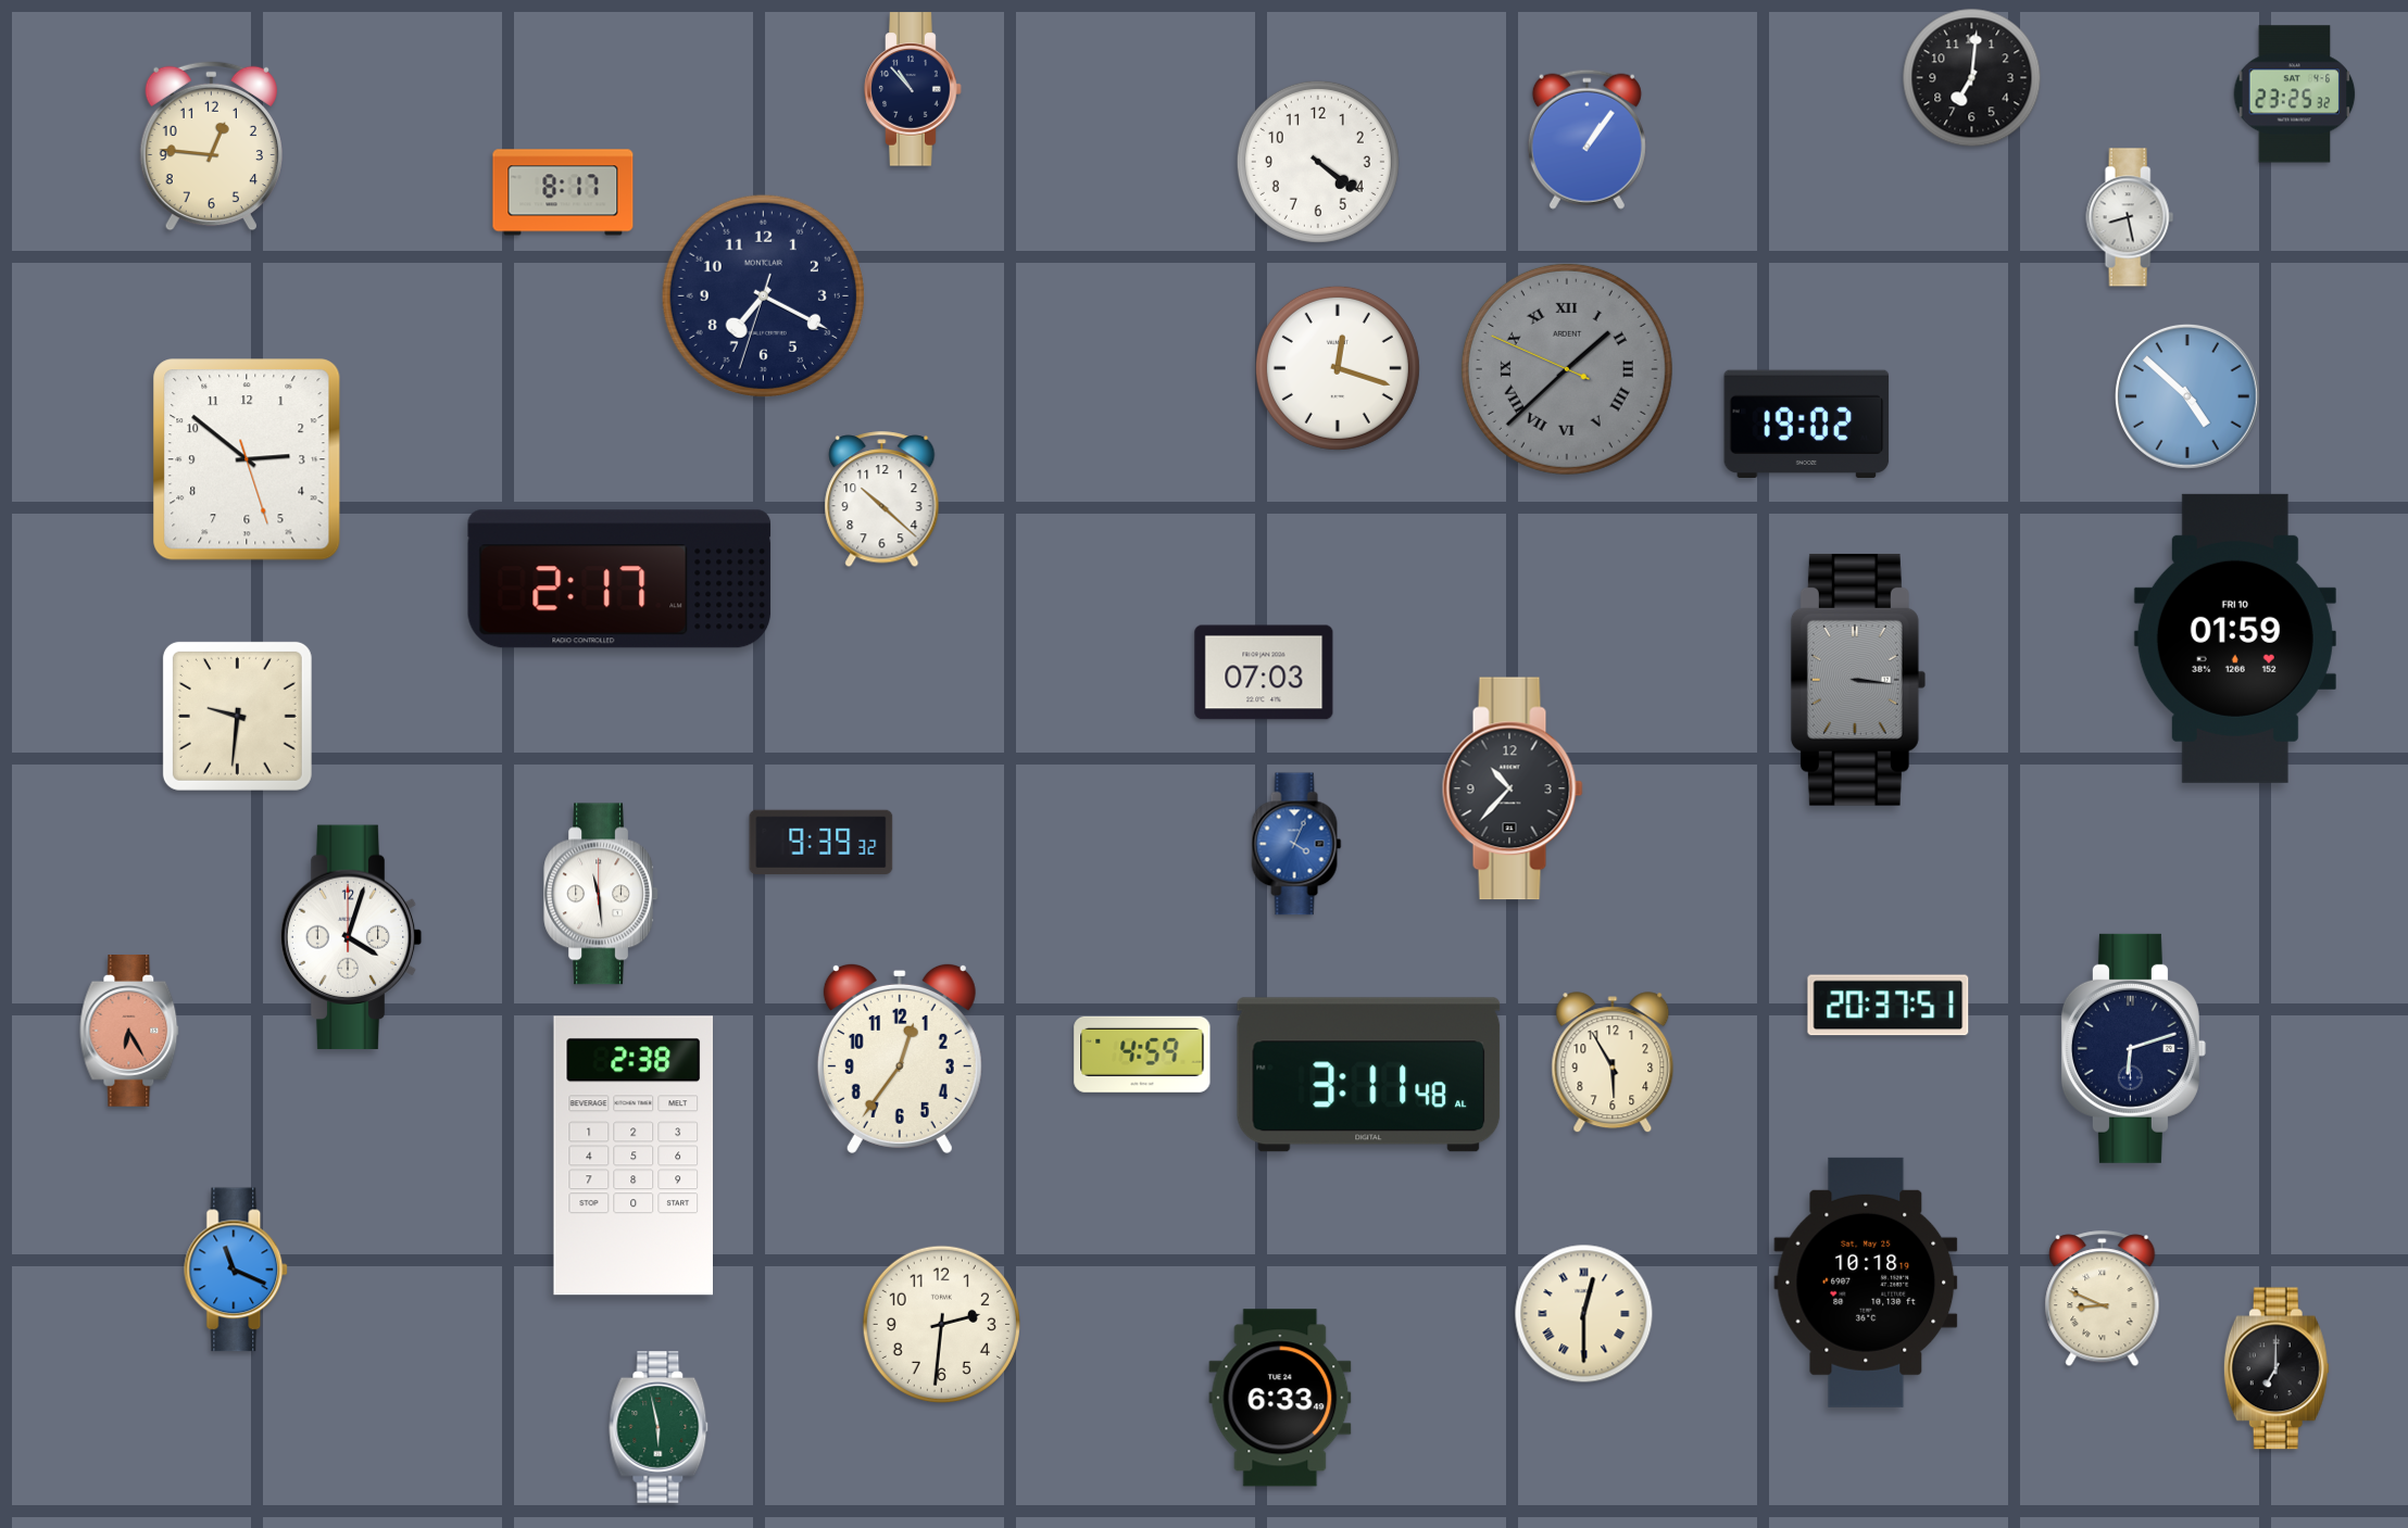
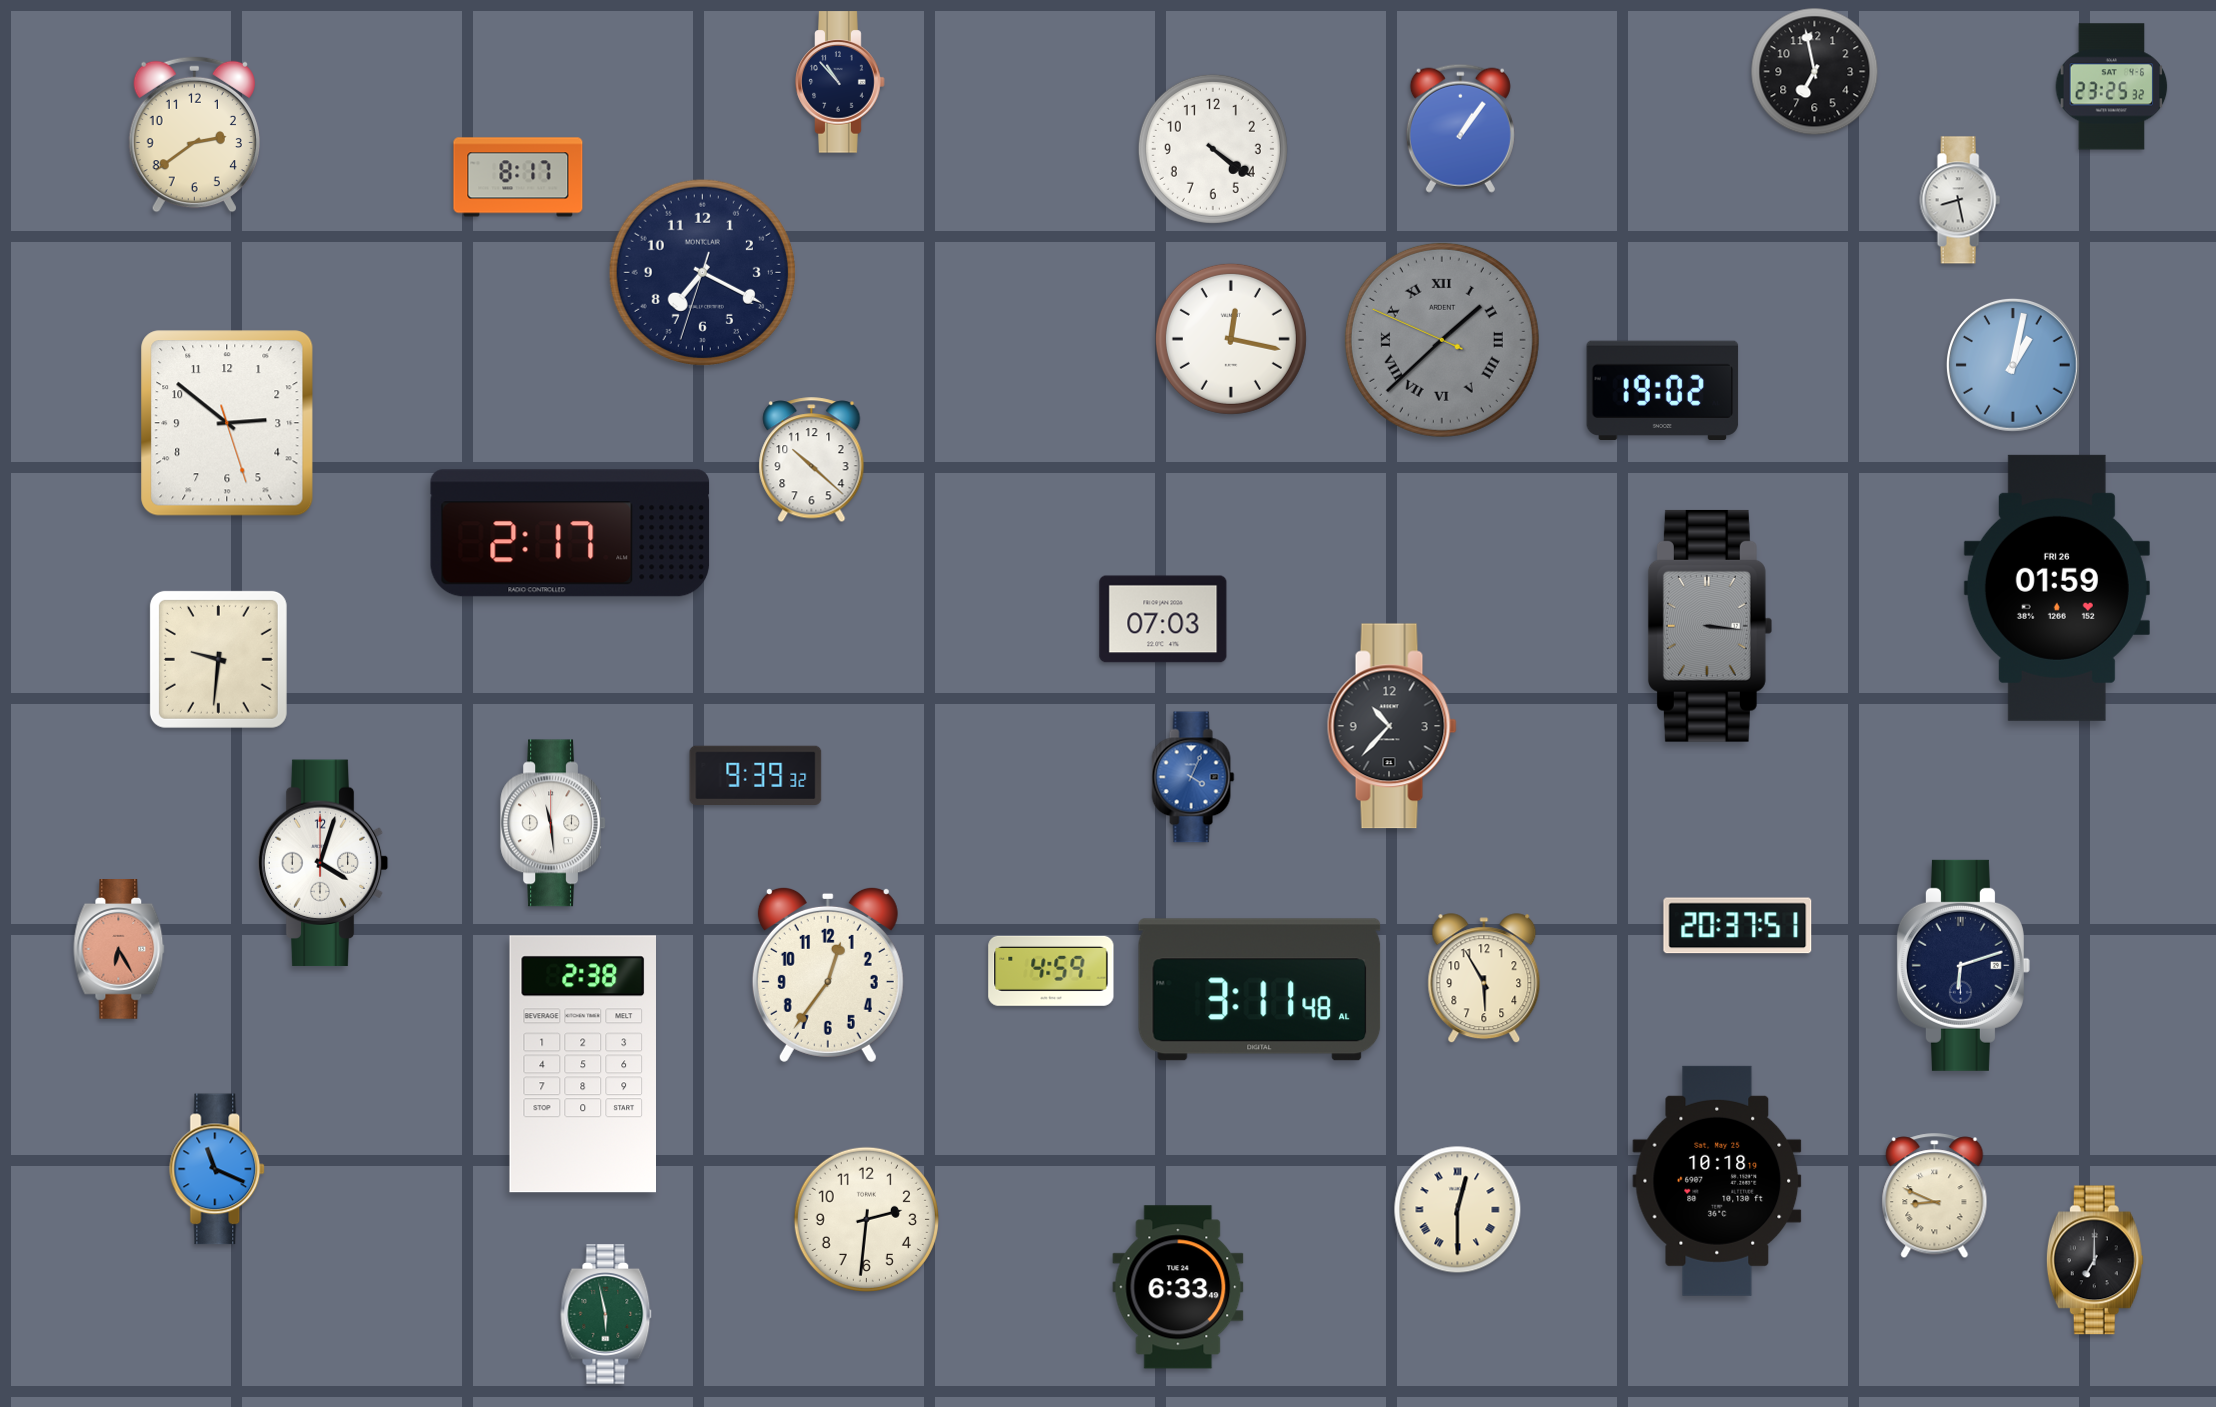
clock at (1972, 78): 7:01 -> 6:58
clock at (211, 147): 12:46 -> 2:39
clock at (1338, 368): 12:18 -> 12:17
clock at (2187, 396): 4:52 -> 1:02
clock at (2235, 639) date: FRI 10 -> FRI 26
